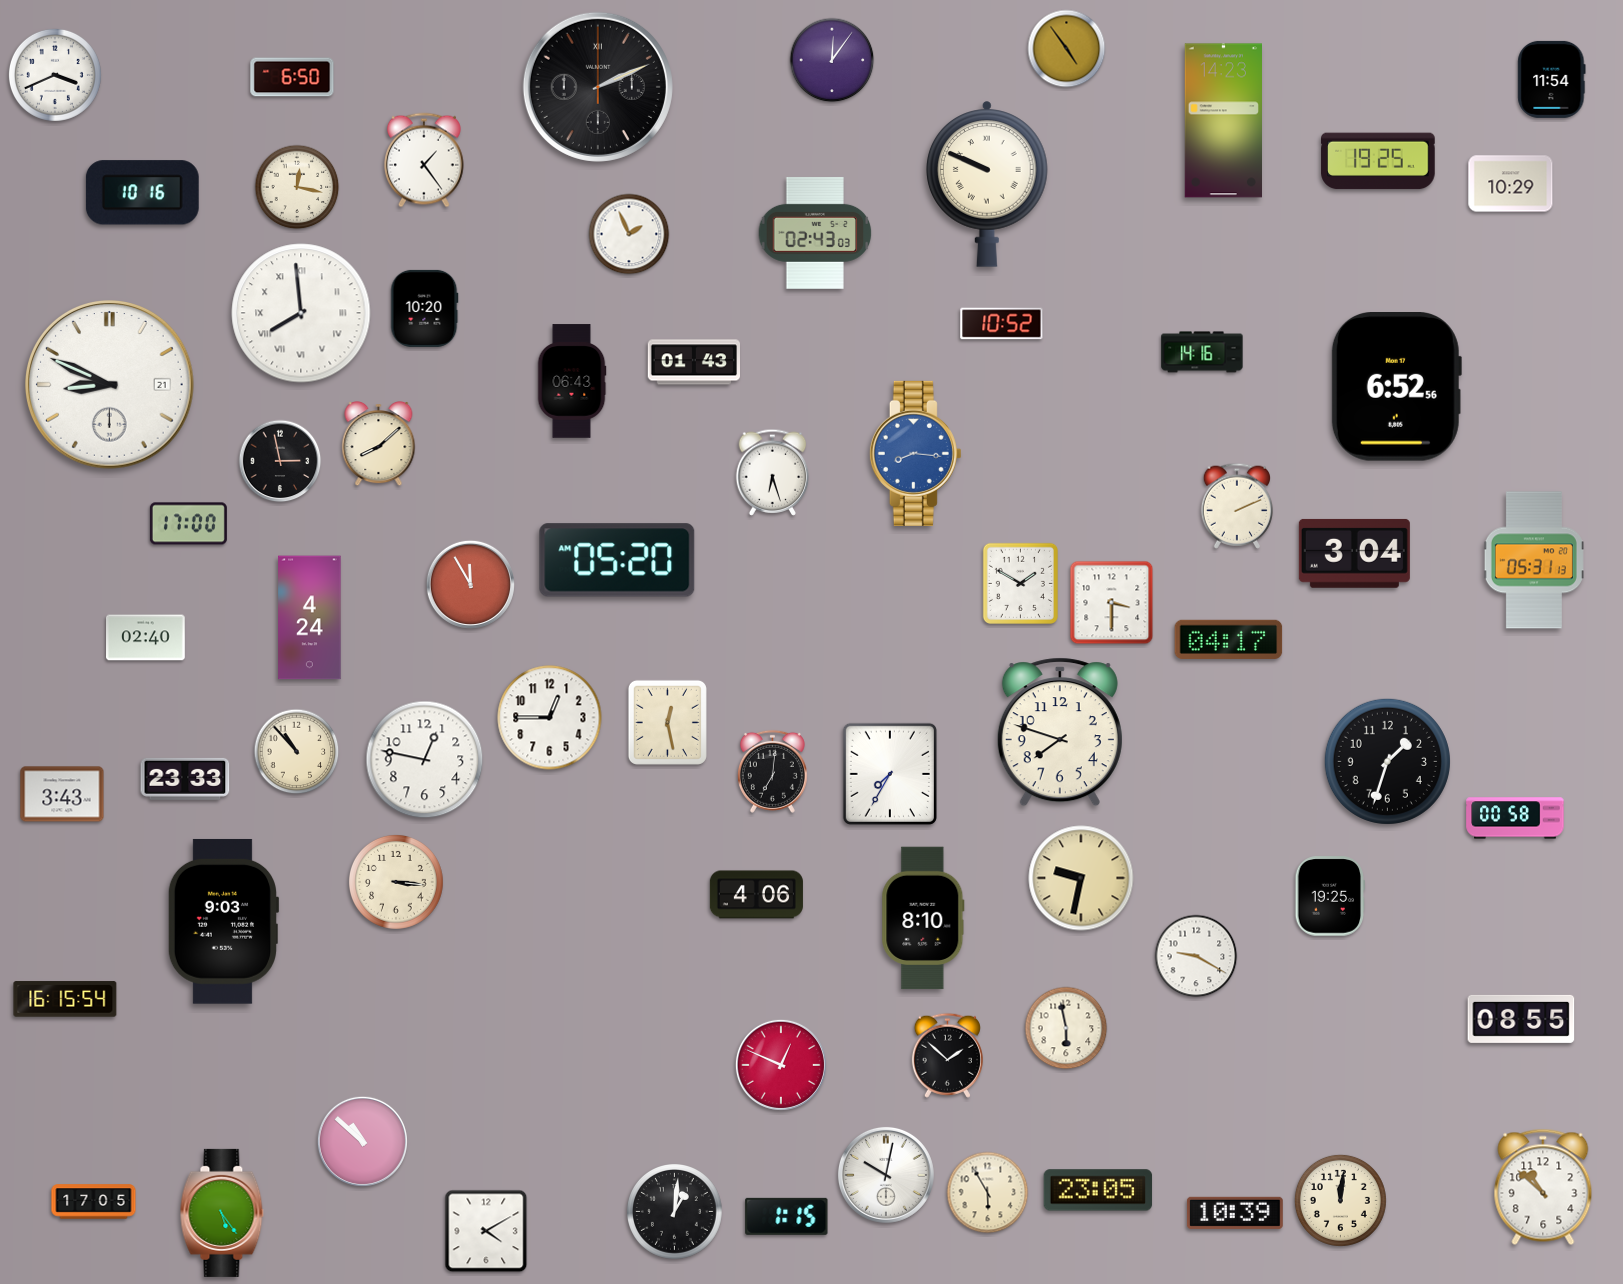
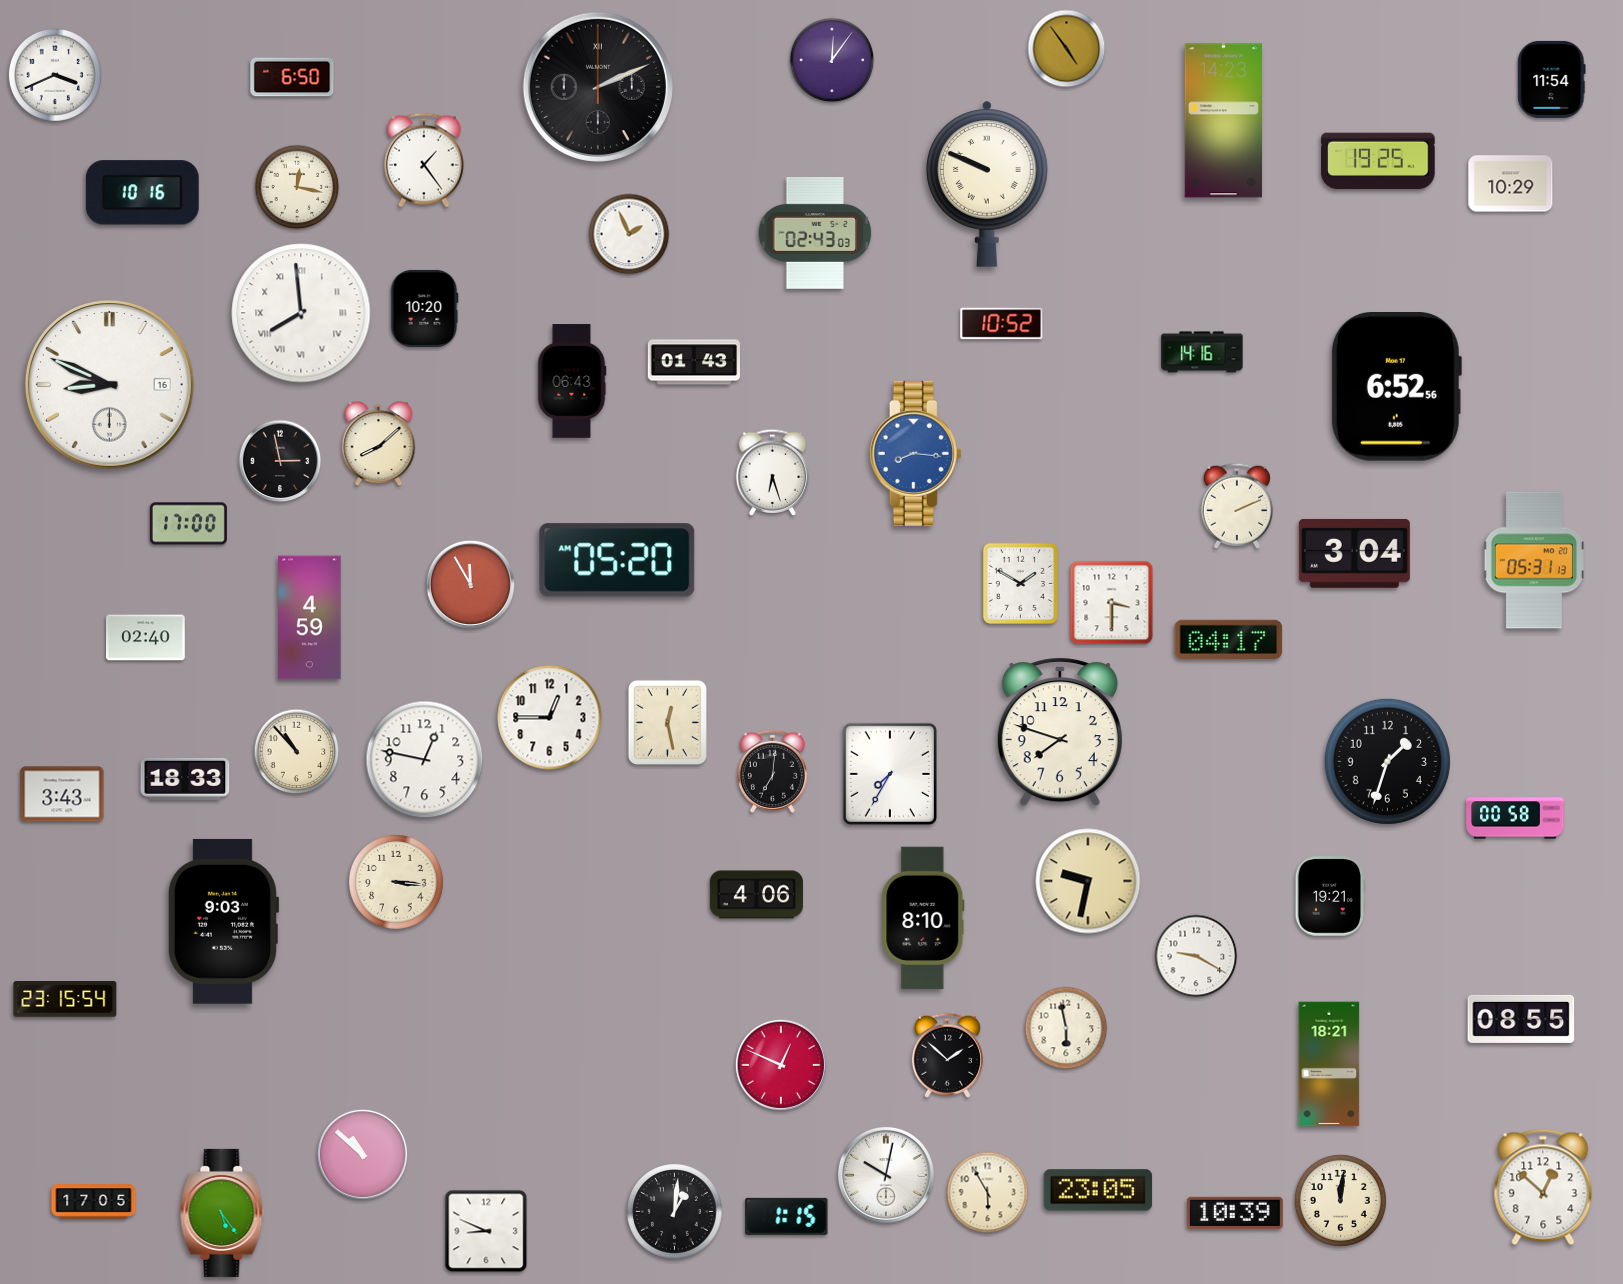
clock at (110, 385) date: 21 -> 16
clock at (310, 618): 4:24 -> 4:59
clock at (185, 779): 23:33 -> 18:33
clock at (1081, 878) position: (1081, 878) -> (1088, 881)
clock at (1330, 896): 19:25 -> 19:21
clock at (65, 999): 16:15 -> 23:15
clock at (1329, 1064): none -> 18:21
clock at (362, 1141) position: (362, 1141) -> (362, 1154)
clock at (1543, 1187): 10:52 -> 12:52
clock at (486, 1231): 4:10 -> 8:49
